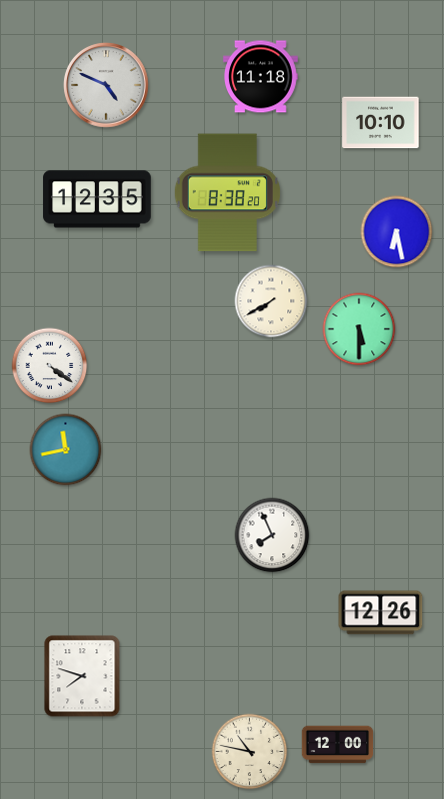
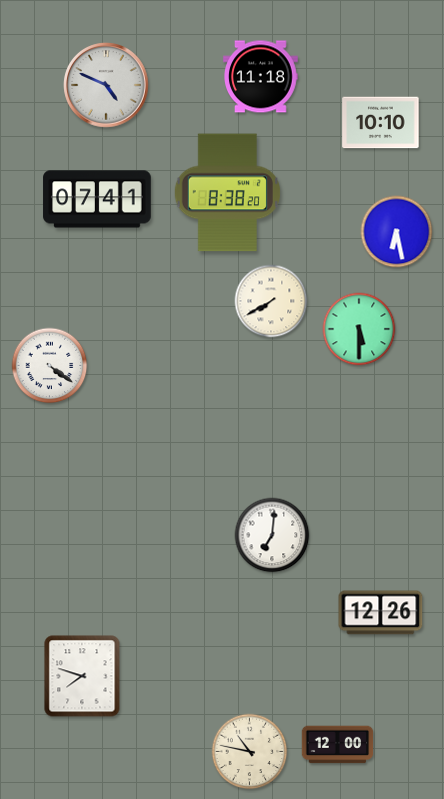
clock at (97, 199): 12:35 -> 07:41
clock at (66, 450): 11:43 -> none
clock at (272, 535): 7:56 -> 7:01
